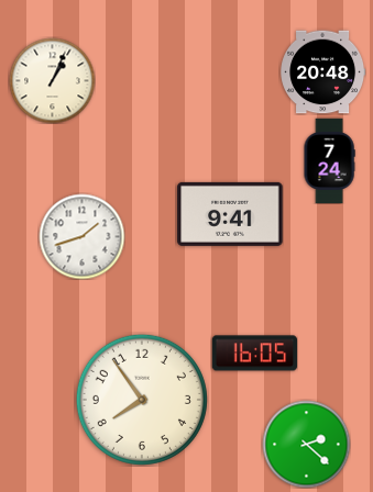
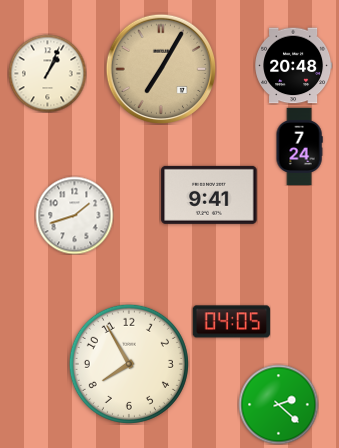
clock at (161, 69): none -> 7:05
clock at (254, 354): 16:05 -> 04:05
clock at (142, 400): 7:54 -> 7:55
